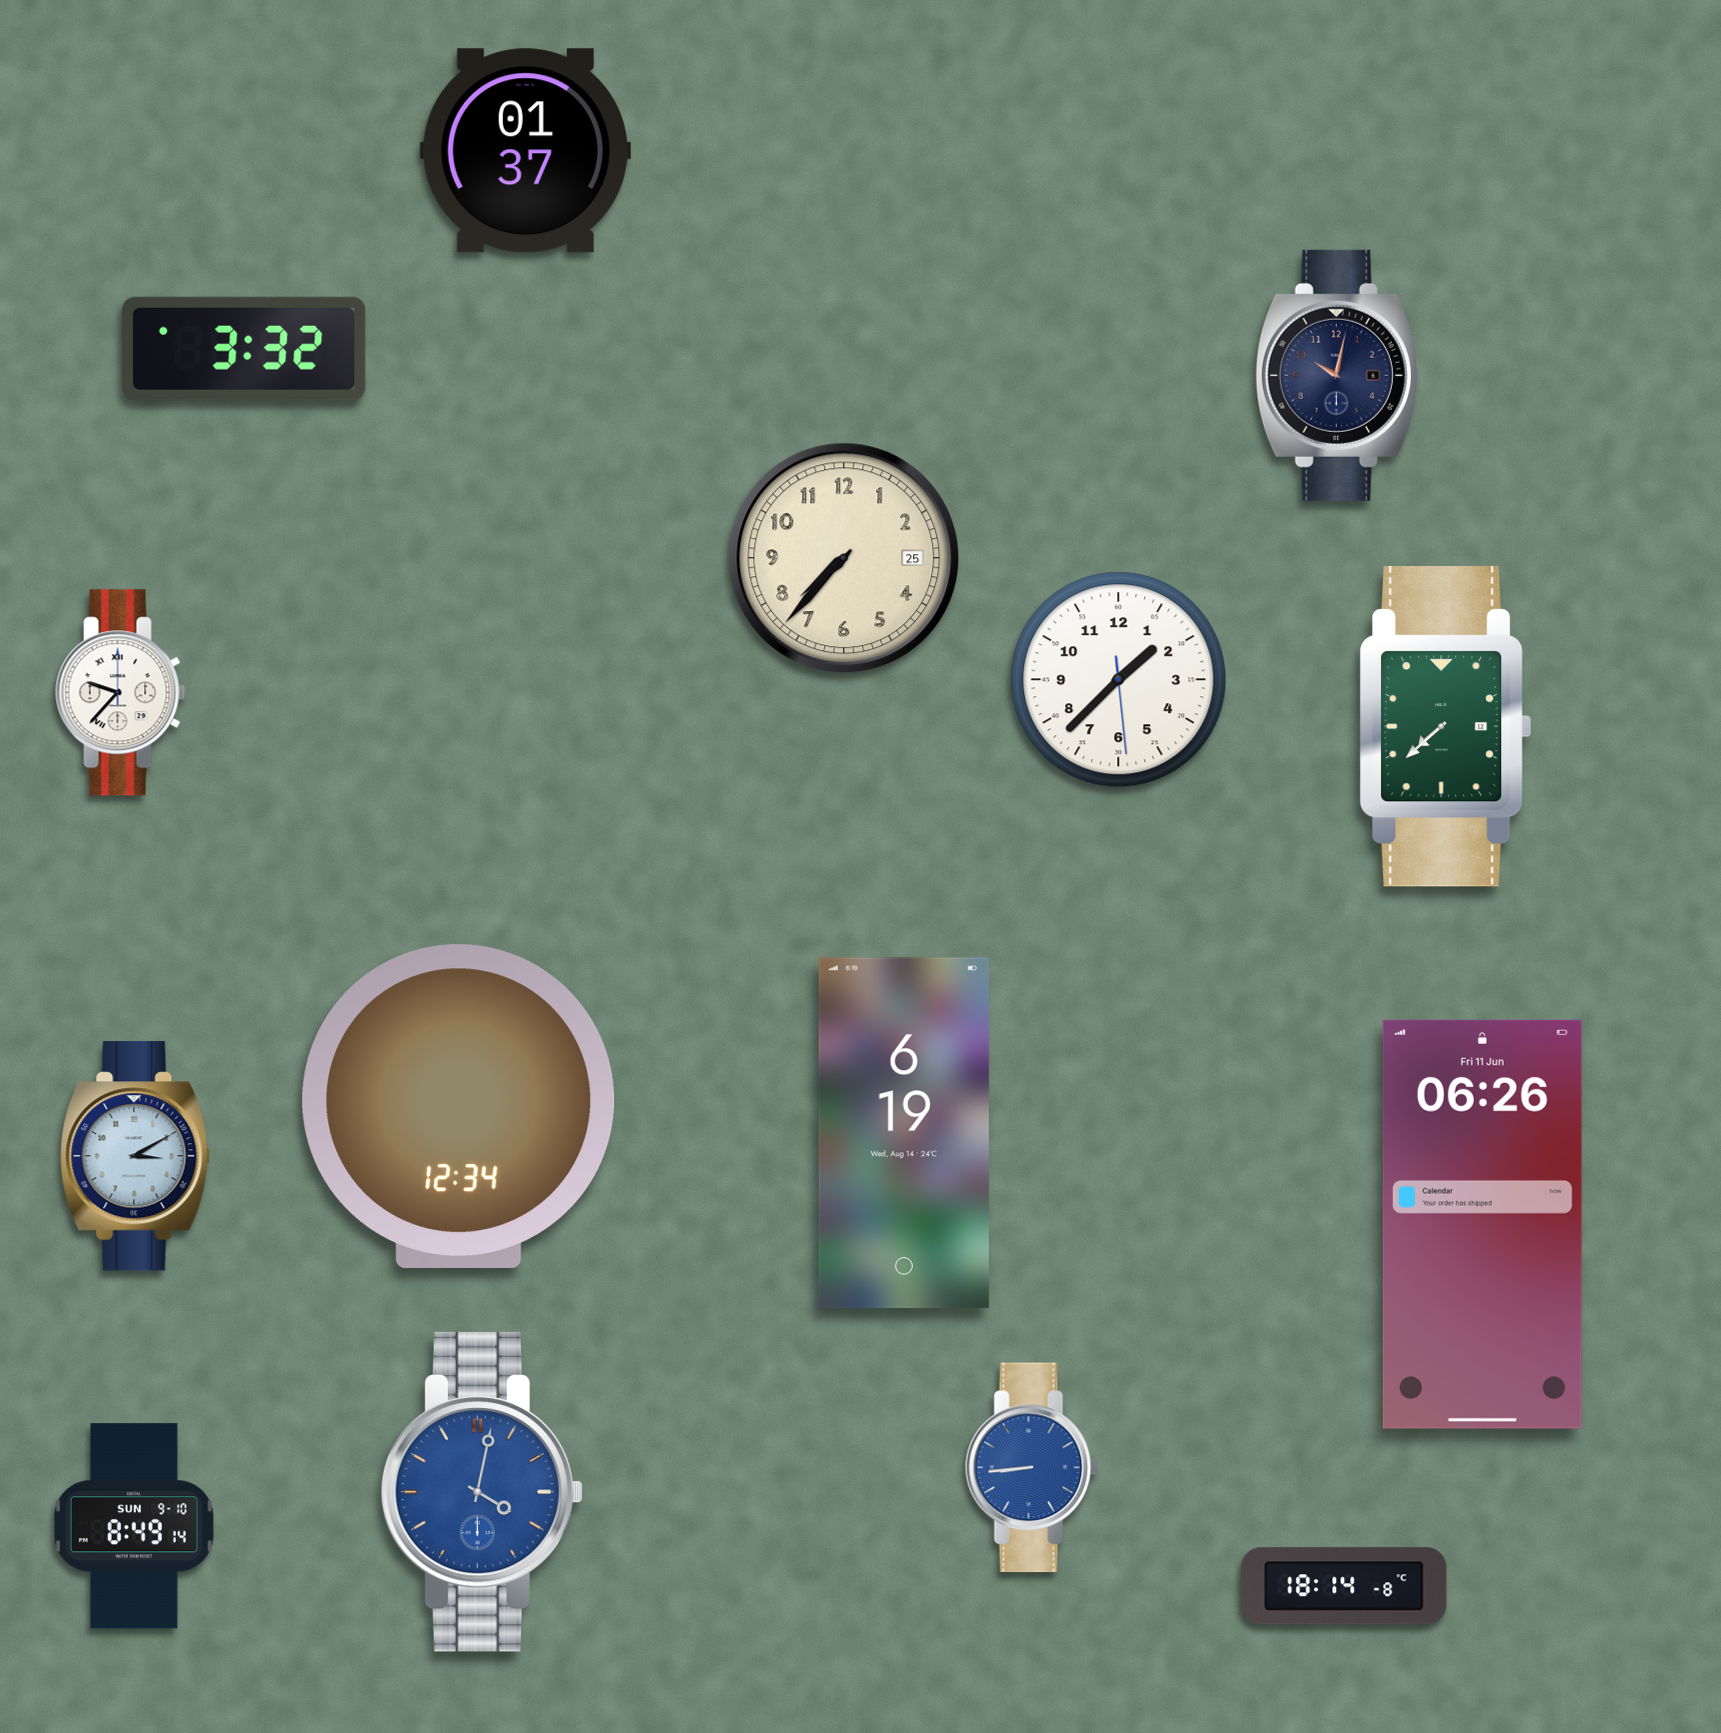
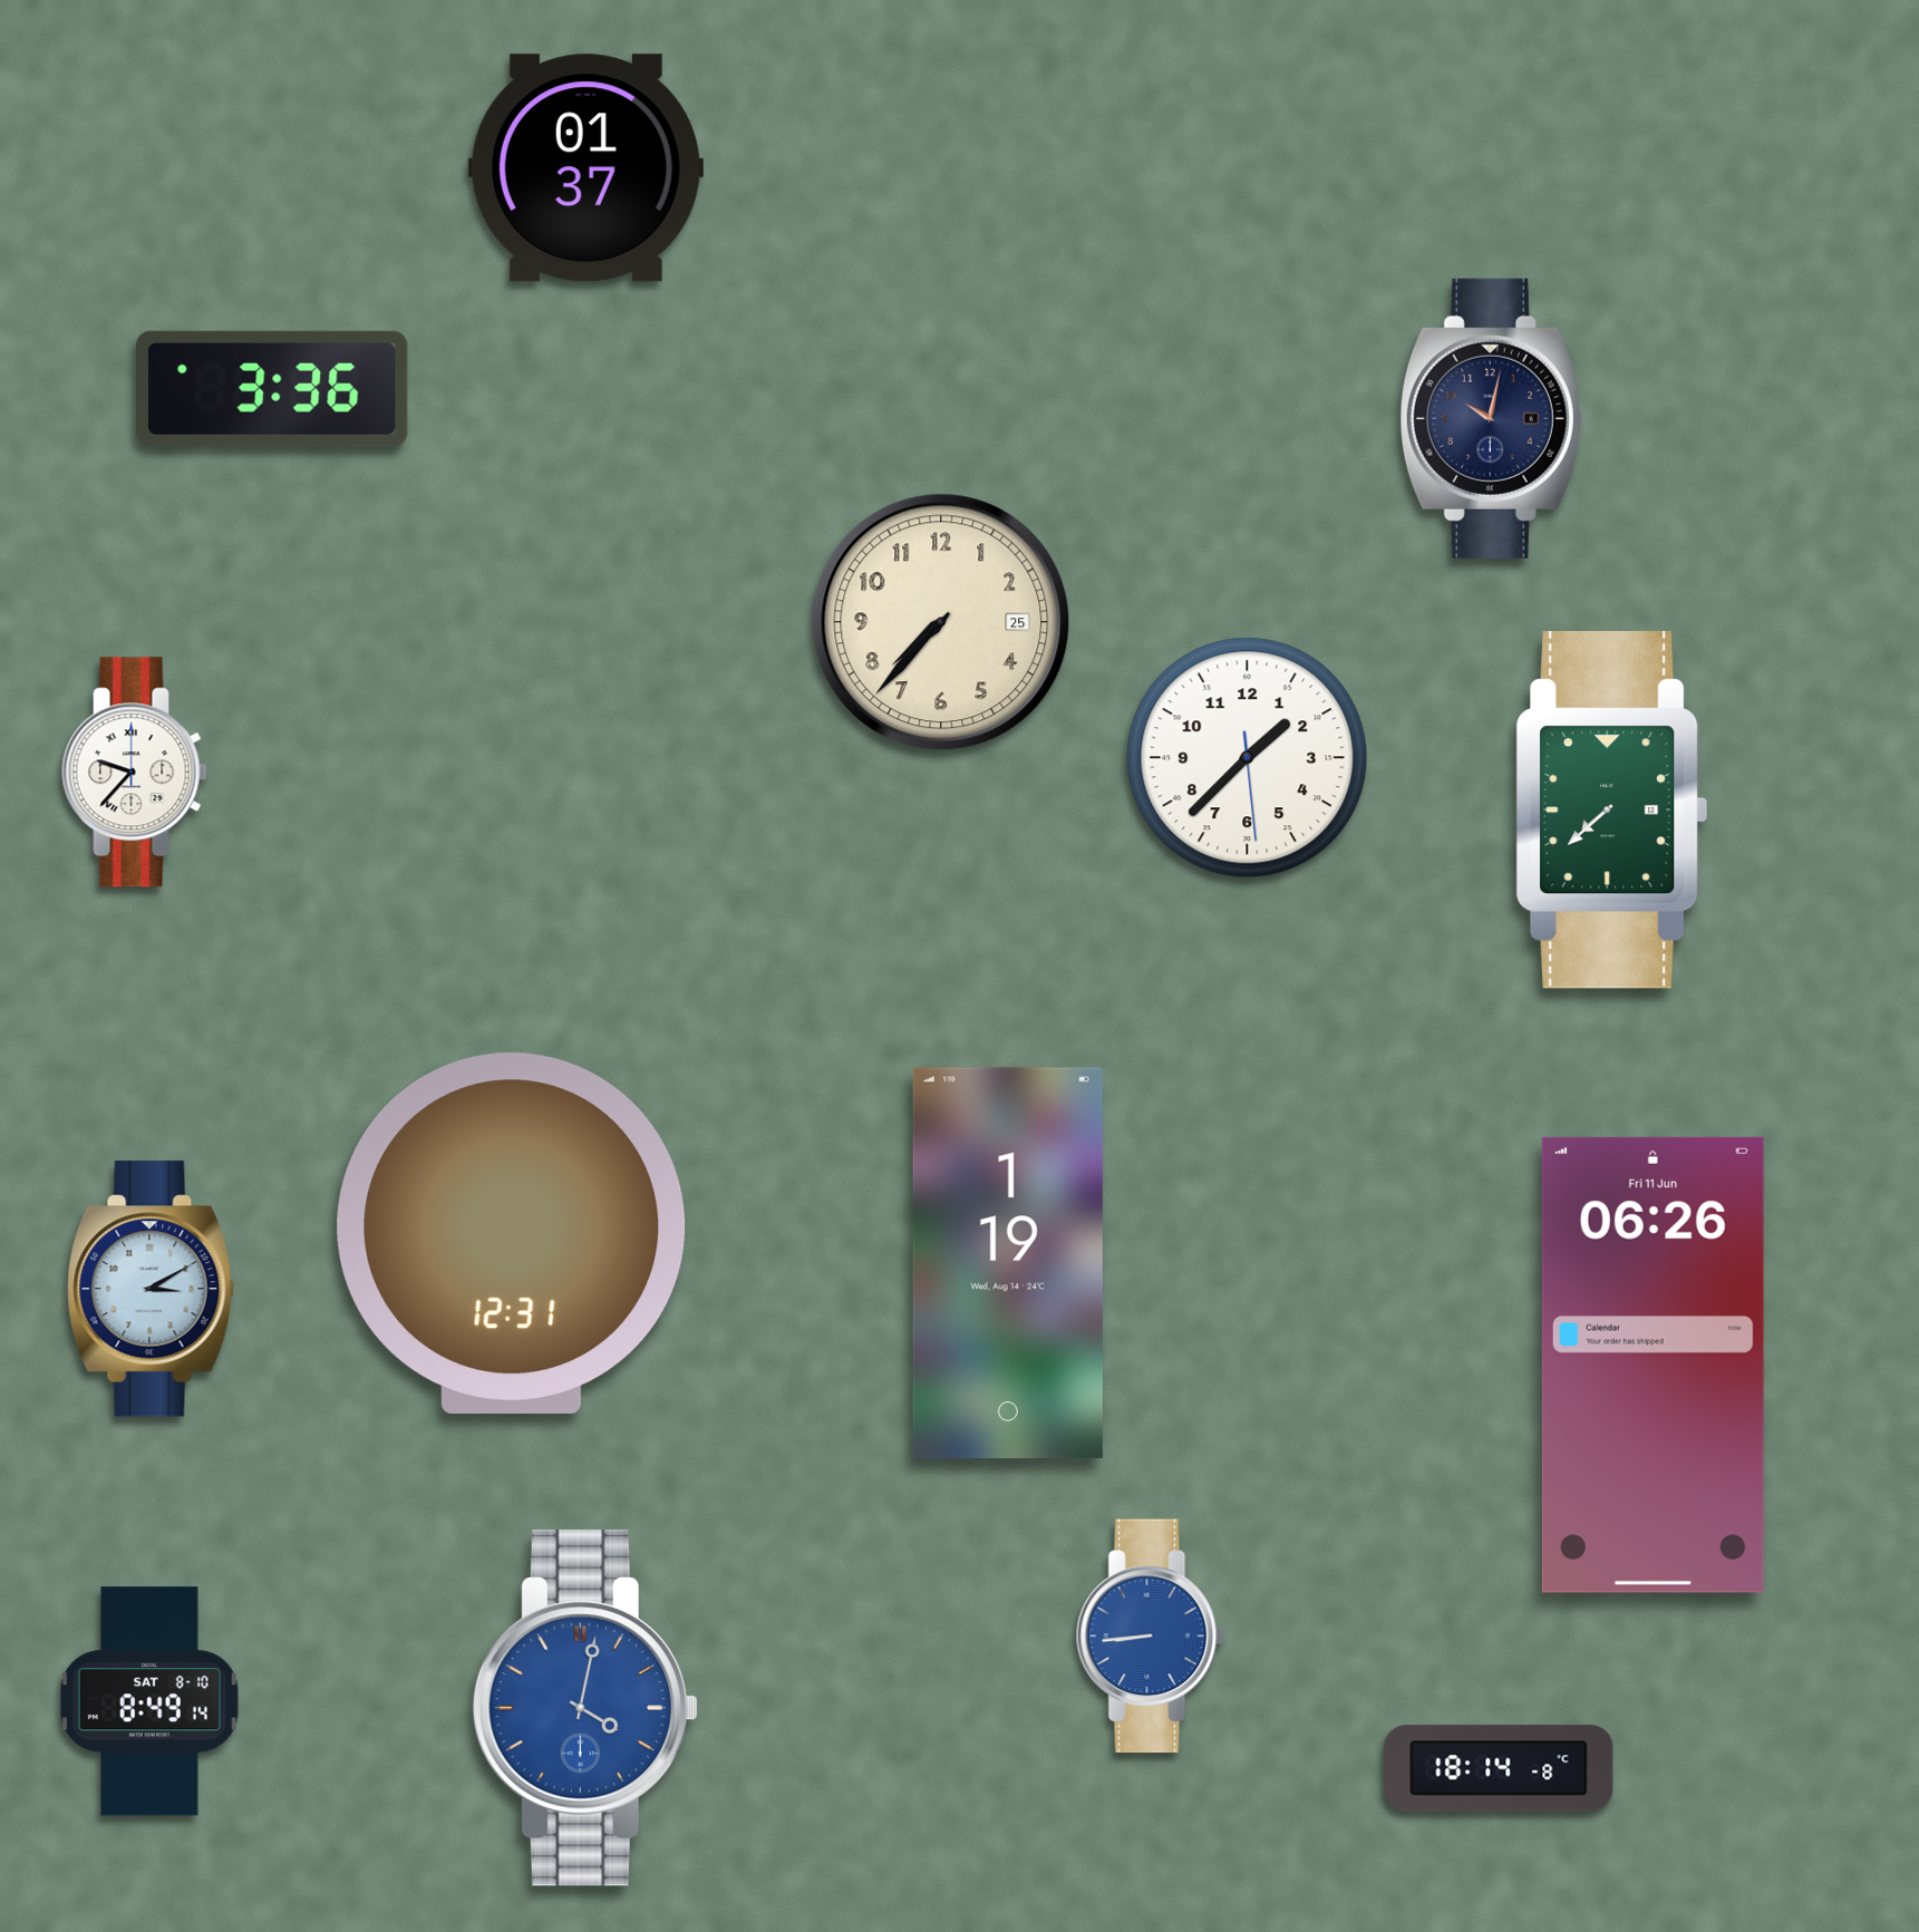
clock at (244, 349): 3:32 -> 3:36
clock at (459, 1106): 12:34 -> 12:31
clock at (904, 1133): 6:19 -> 1:19
clock at (482, 1492) position: (482, 1492) -> (585, 1708)
clock at (134, 1526) date: SUN 9-10 -> SAT 8-10
